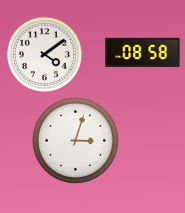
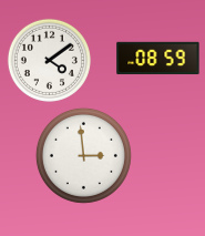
clock at (143, 53): 08:58 -> 08:59
clock at (75, 140): 3:03 -> 2:59
